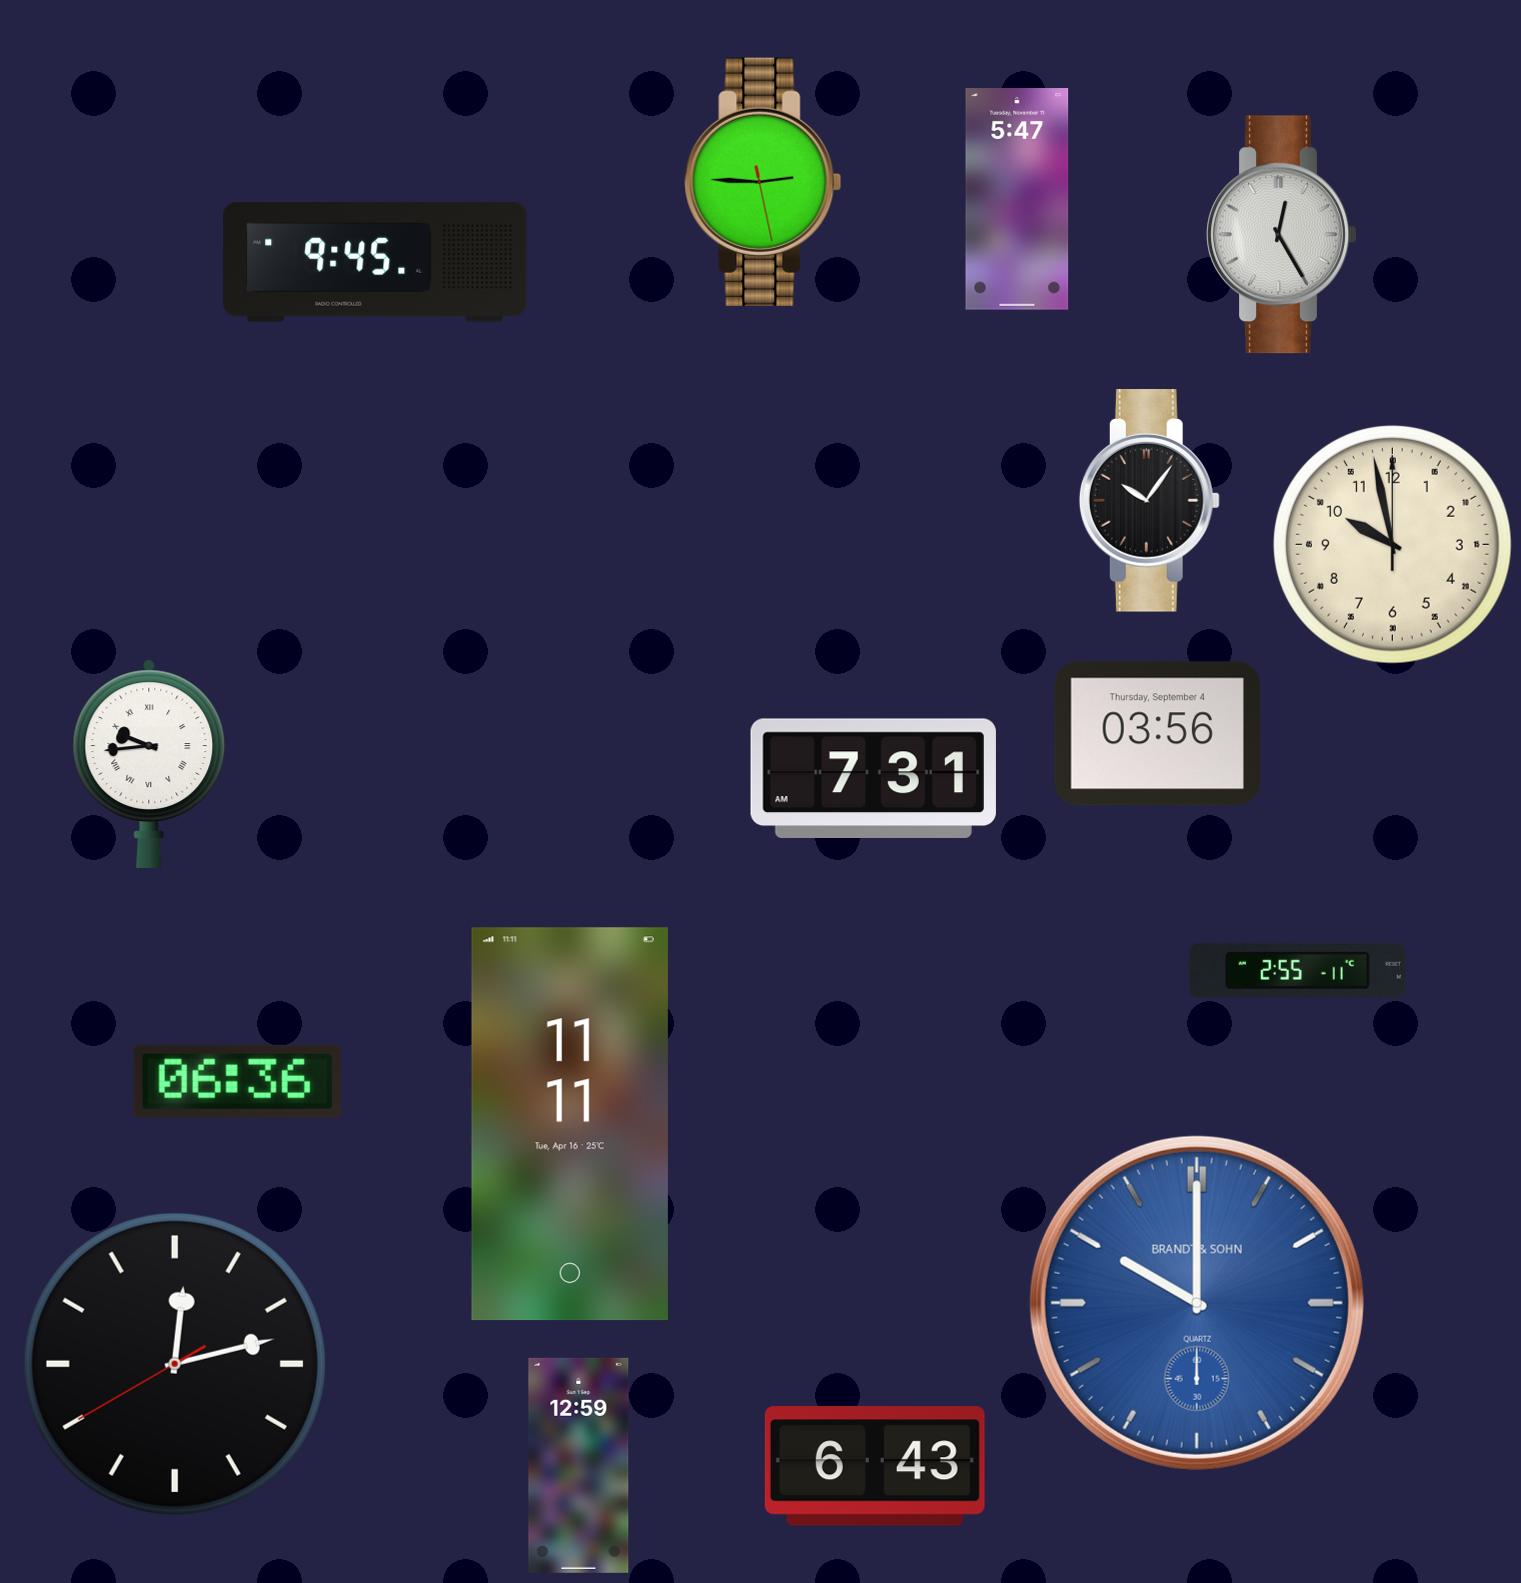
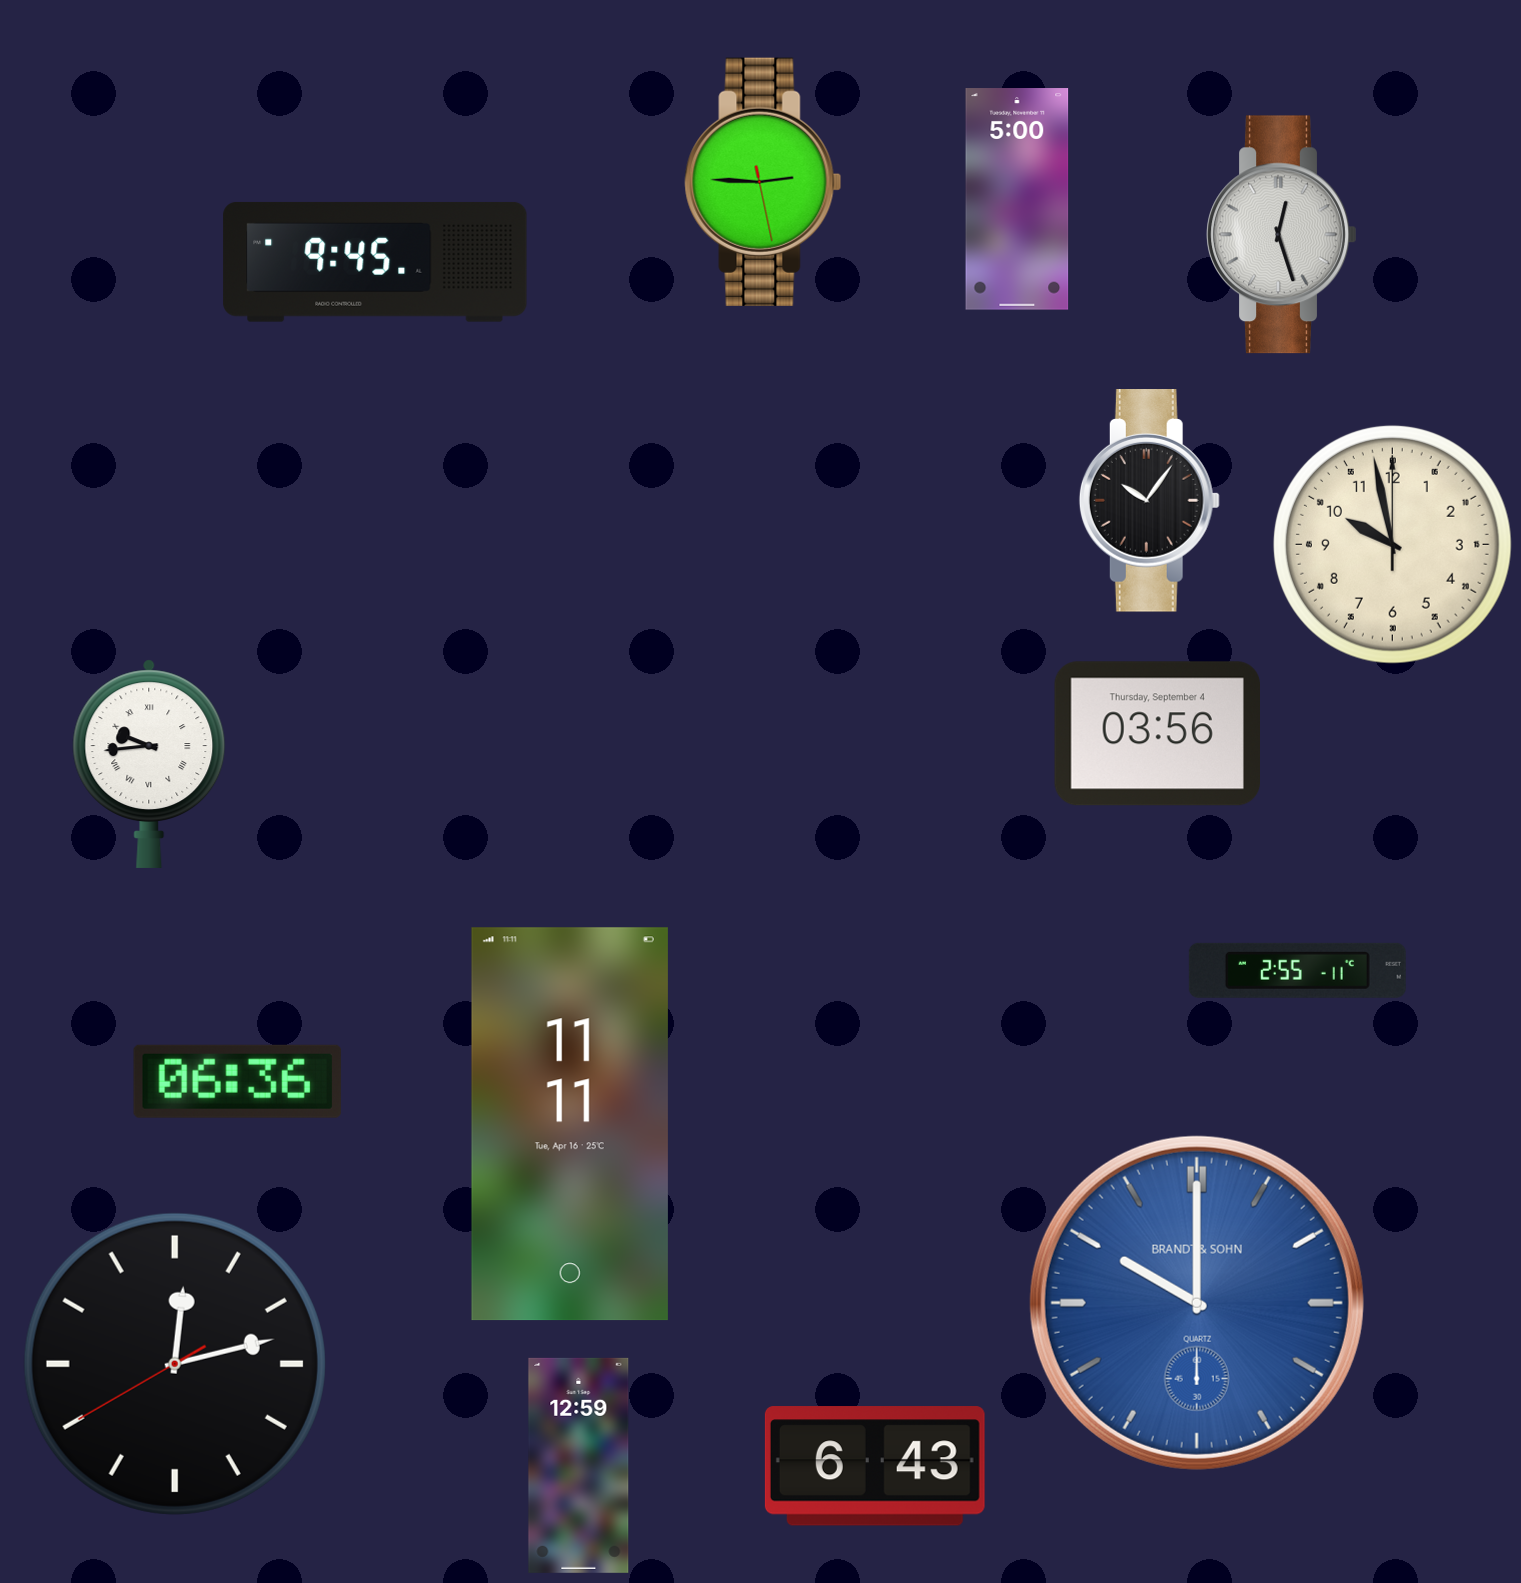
clock at (1017, 199): 5:47 -> 5:00
clock at (1282, 235): 12:25 -> 12:27
clock at (873, 778): 7:31 -> none
